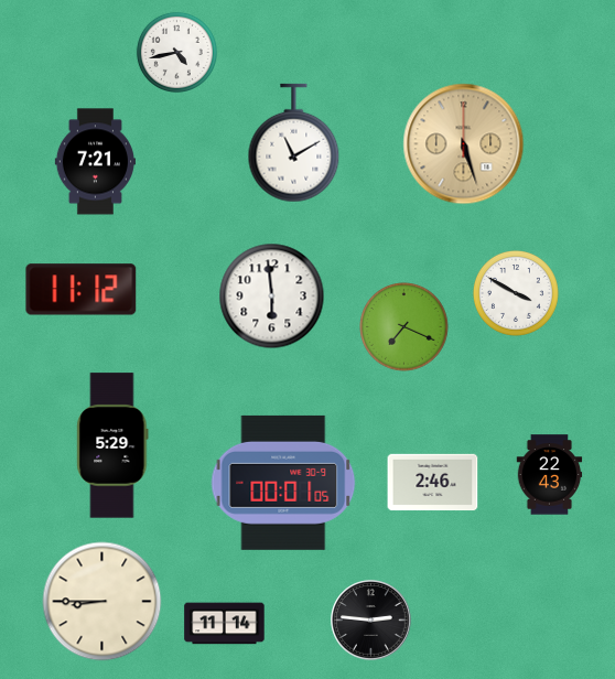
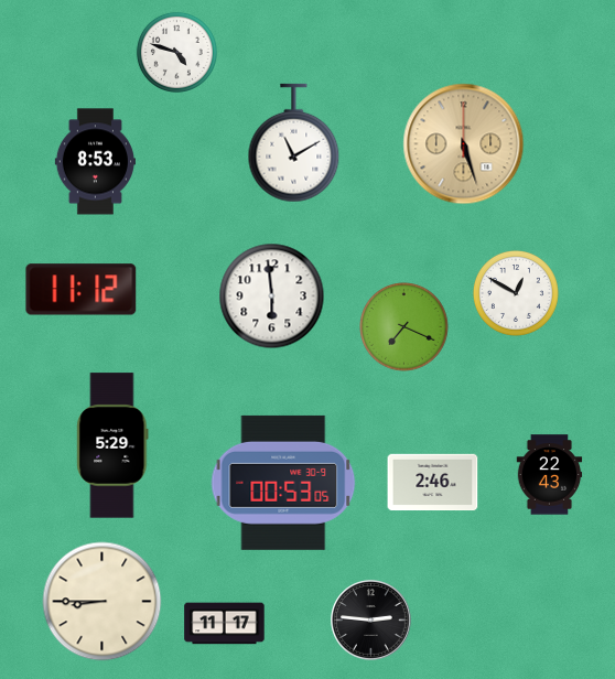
clock at (176, 52): 4:43 -> 4:48
clock at (95, 162): 7:21 -> 8:53
clock at (516, 293): 3:50 -> 12:50
clock at (283, 483): 00:01 -> 00:53
clock at (225, 624): 11:14 -> 11:17
